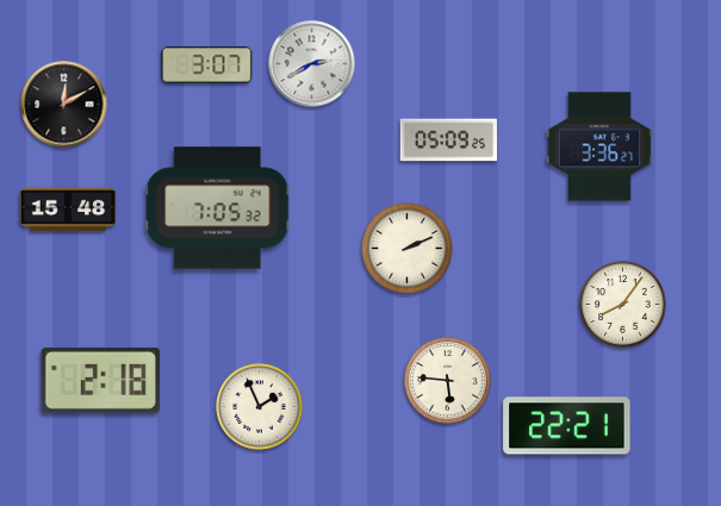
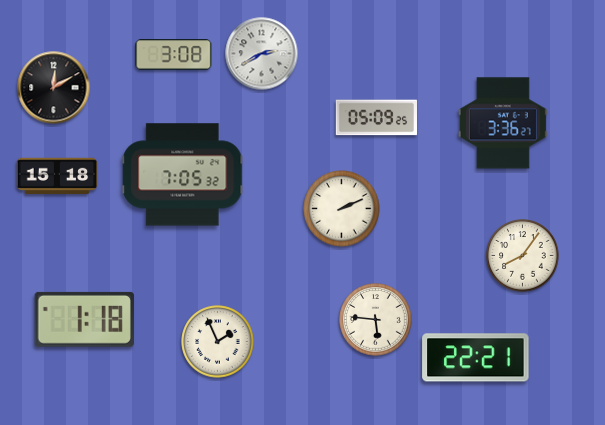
clock at (207, 65): 3:07 -> 3:08
clock at (68, 210): 15:48 -> 15:18
clock at (100, 380): 2:18 -> 1:18
